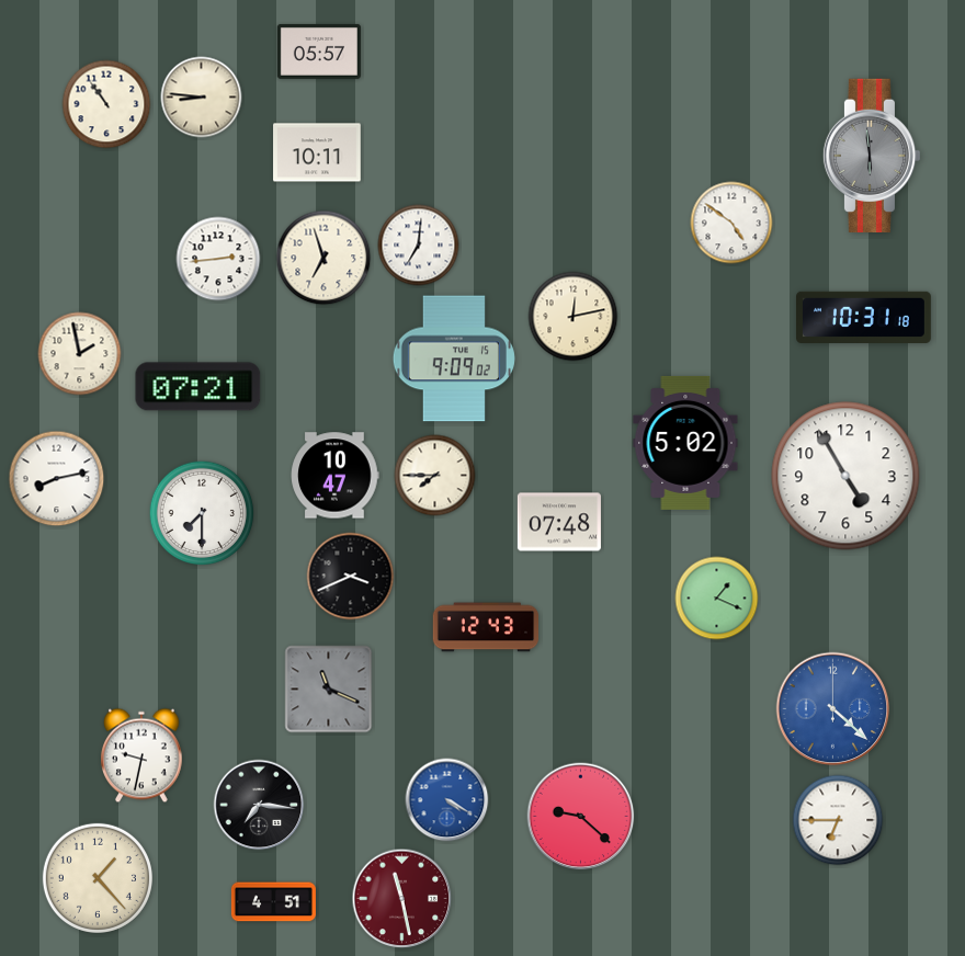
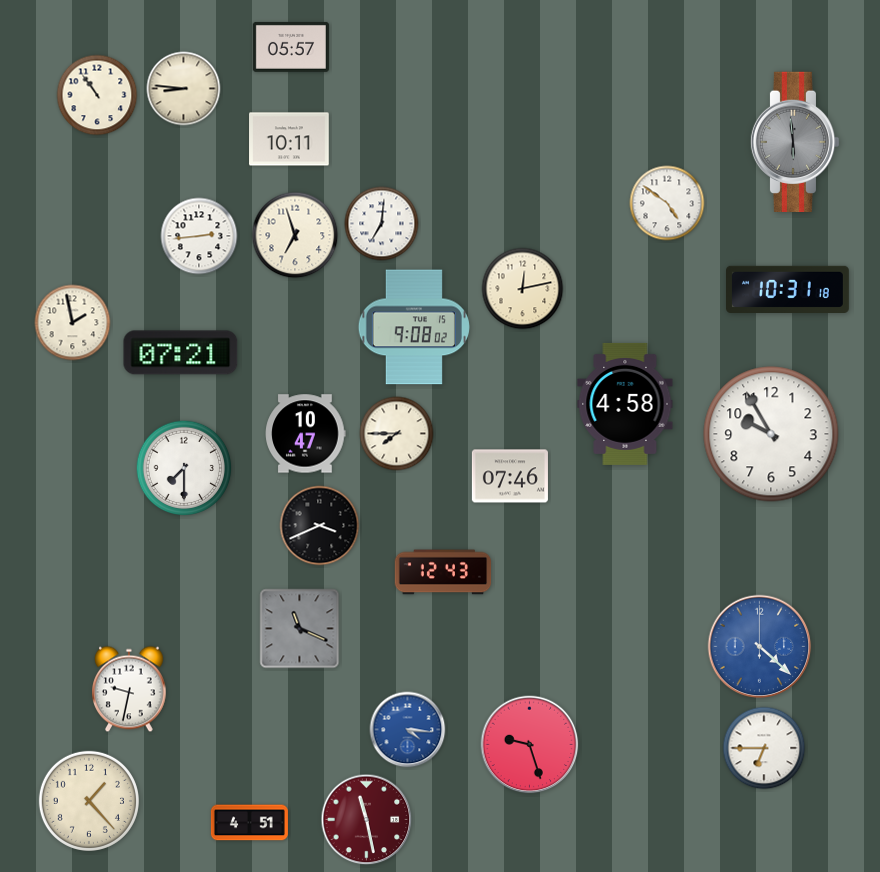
clock at (454, 358): 9:09 -> 9:08
clock at (685, 443): 5:02 -> 4:58
clock at (845, 476): 4:55 -> 9:55
clock at (57, 479): 8:13 -> none
clock at (559, 522): 07:48 -> 07:46
clock at (717, 599): 1:19 -> none
clock at (447, 800): 4:20 -> 4:16
clock at (259, 805): 7:16 -> none
clock at (581, 817): 9:22 -> 9:27
